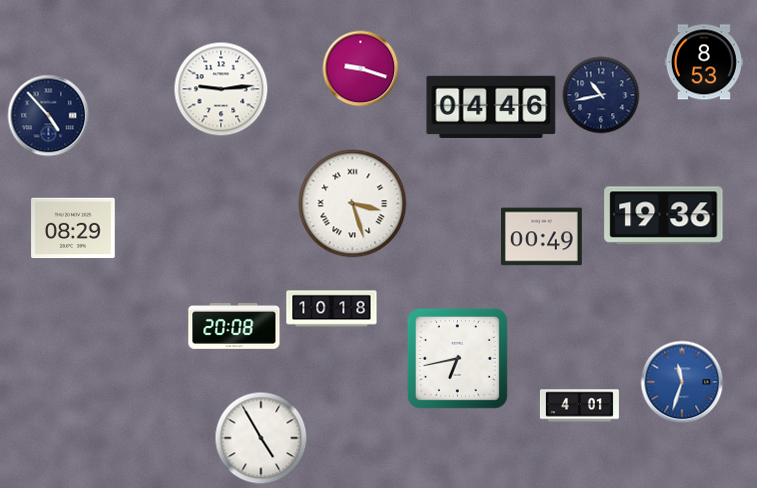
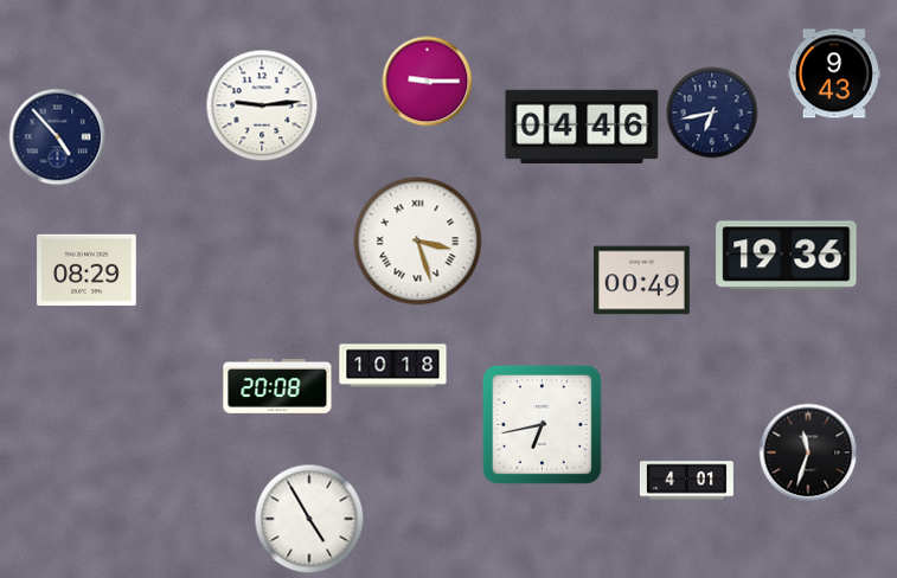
clock at (704, 62): 8:53 -> 9:43
clock at (361, 69): 9:18 -> 9:15
clock at (601, 95): 10:43 -> 6:43
clock at (682, 382) dial: blue -> black
